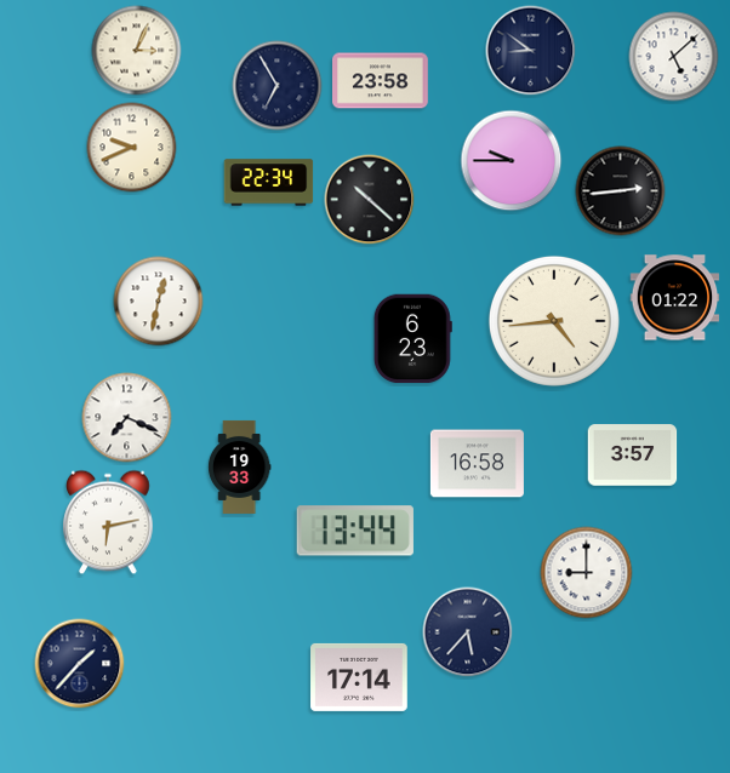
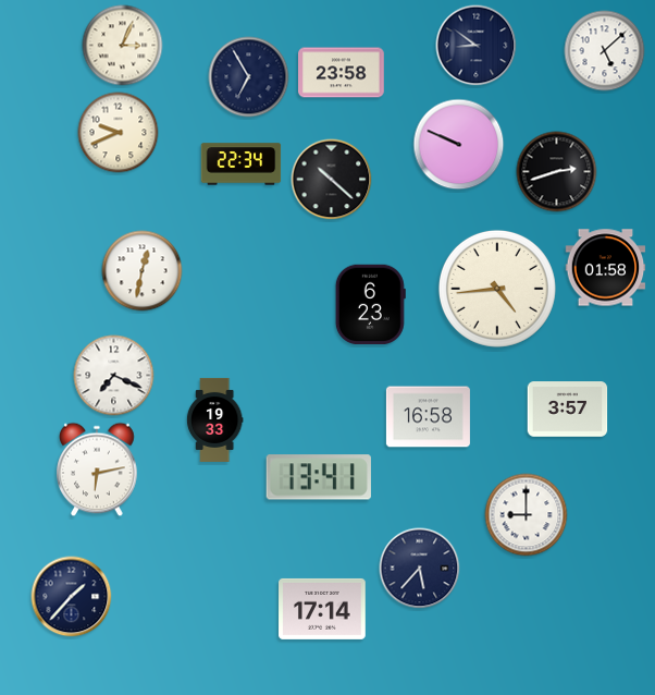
clock at (512, 161): 9:45 -> 9:49
clock at (621, 191): 2:44 -> 2:42
clock at (675, 298): 01:22 -> 01:58
clock at (355, 531): 13:44 -> 13:41
